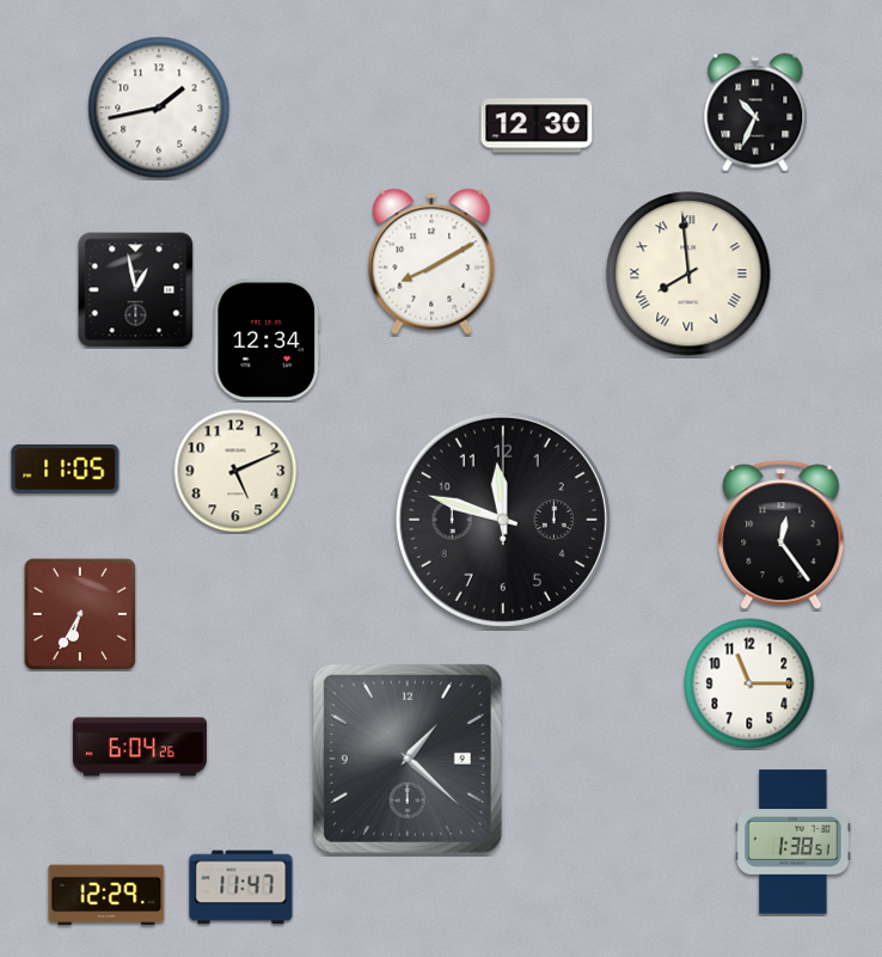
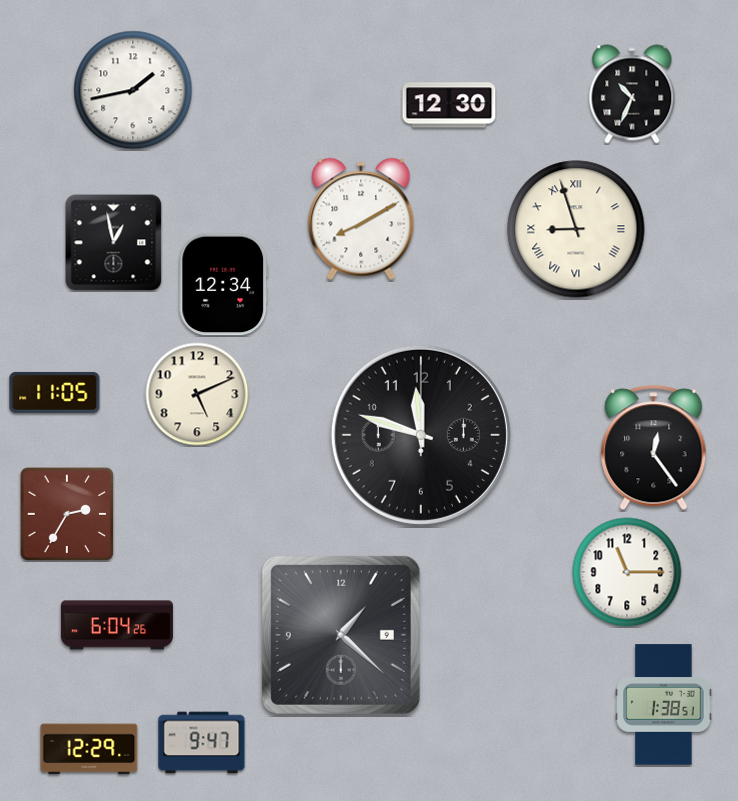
clock at (688, 274): 7:59 -> 8:57
clock at (80, 614): 6:35 -> 2:35
clock at (241, 888): 11:47 -> 9:47
